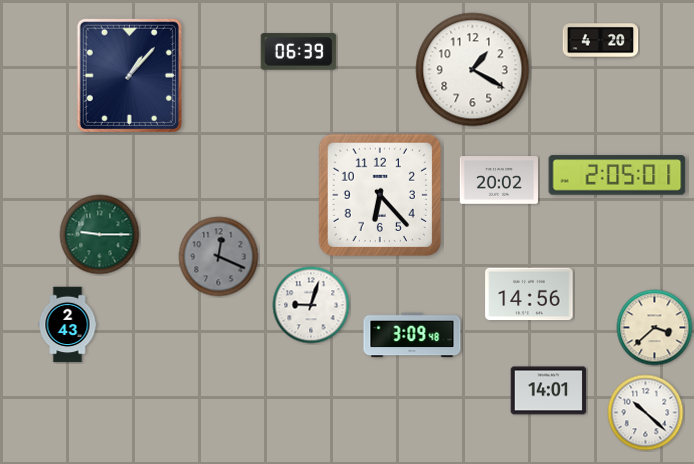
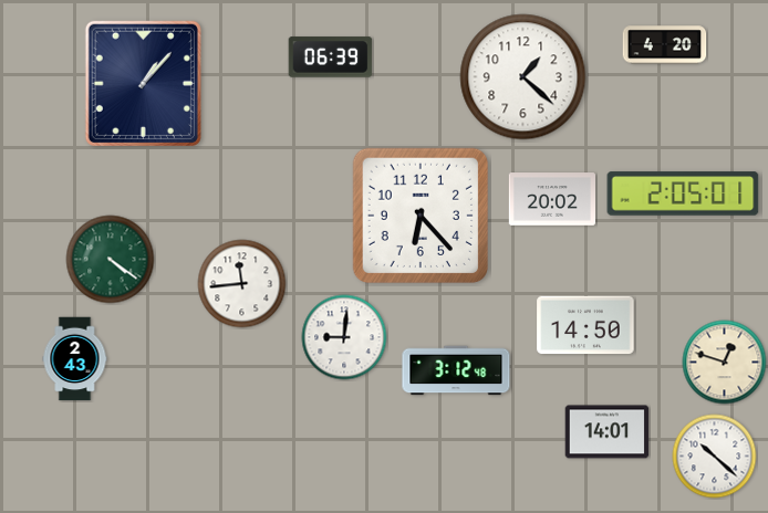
clock at (473, 70): 1:20 -> 1:22
clock at (100, 235): 9:15 -> 4:21
clock at (219, 257): 12:19 -> 11:44
clock at (219, 257) dial: grey -> white
clock at (529, 294): 14:56 -> 14:50
clock at (311, 305): 9:03 -> 9:01
clock at (655, 328): 3:38 -> 12:48
clock at (412, 335): 3:09 -> 3:12
